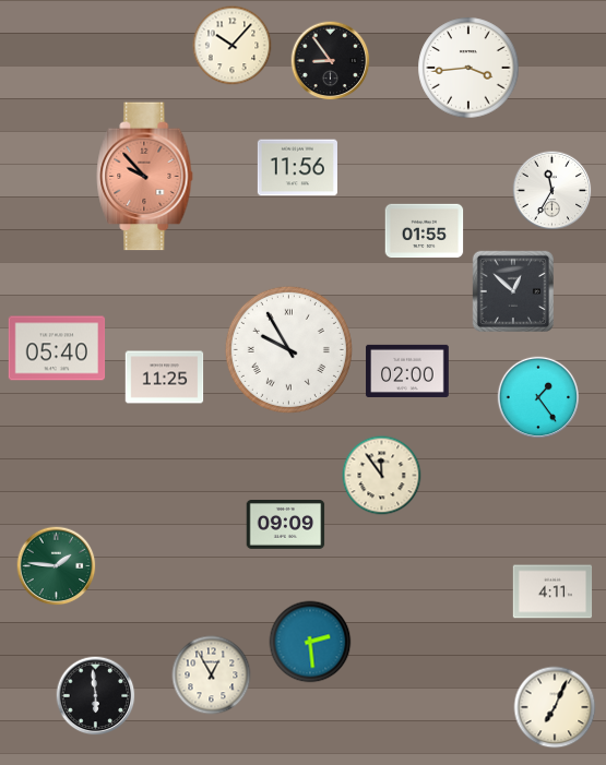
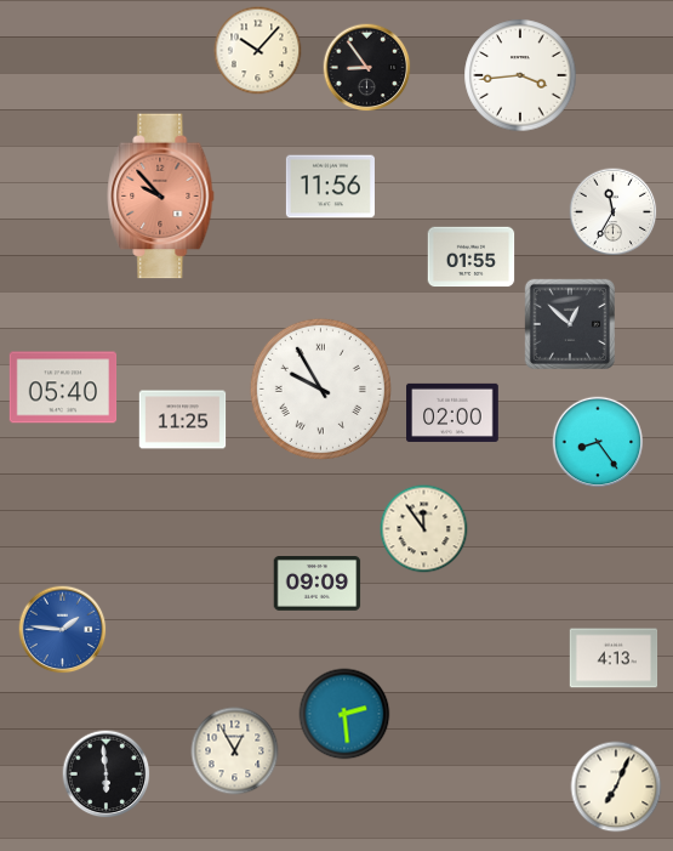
clock at (538, 397): 1:24 -> 8:24
clock at (57, 566) dial: green -> blue
clock at (552, 591): 4:11 -> 4:13
